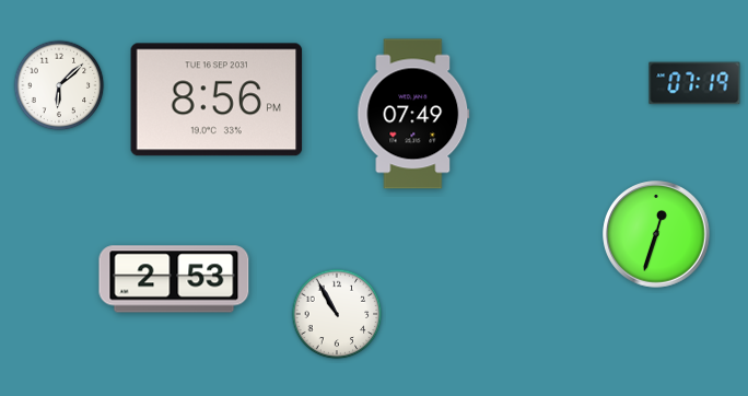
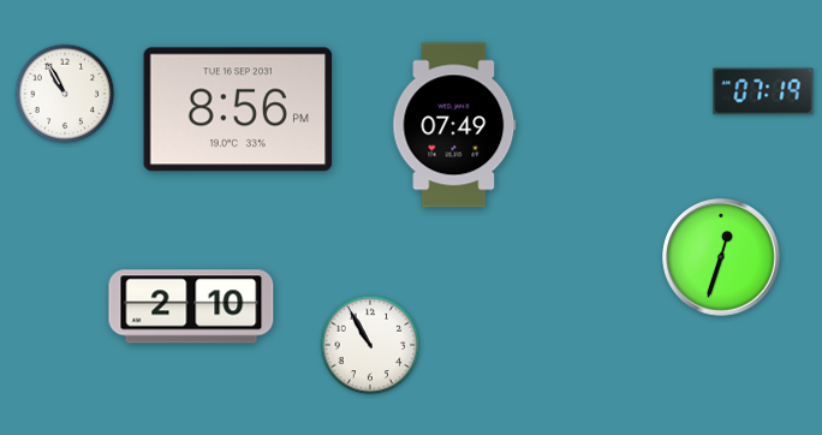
clock at (59, 85): 6:08 -> 10:55
clock at (174, 279): 2:53 -> 2:10
